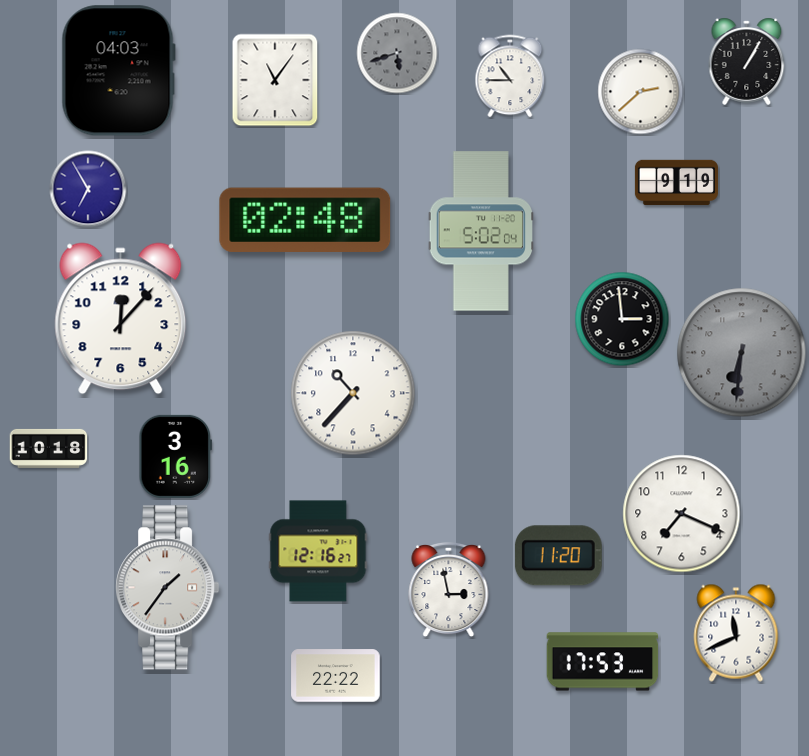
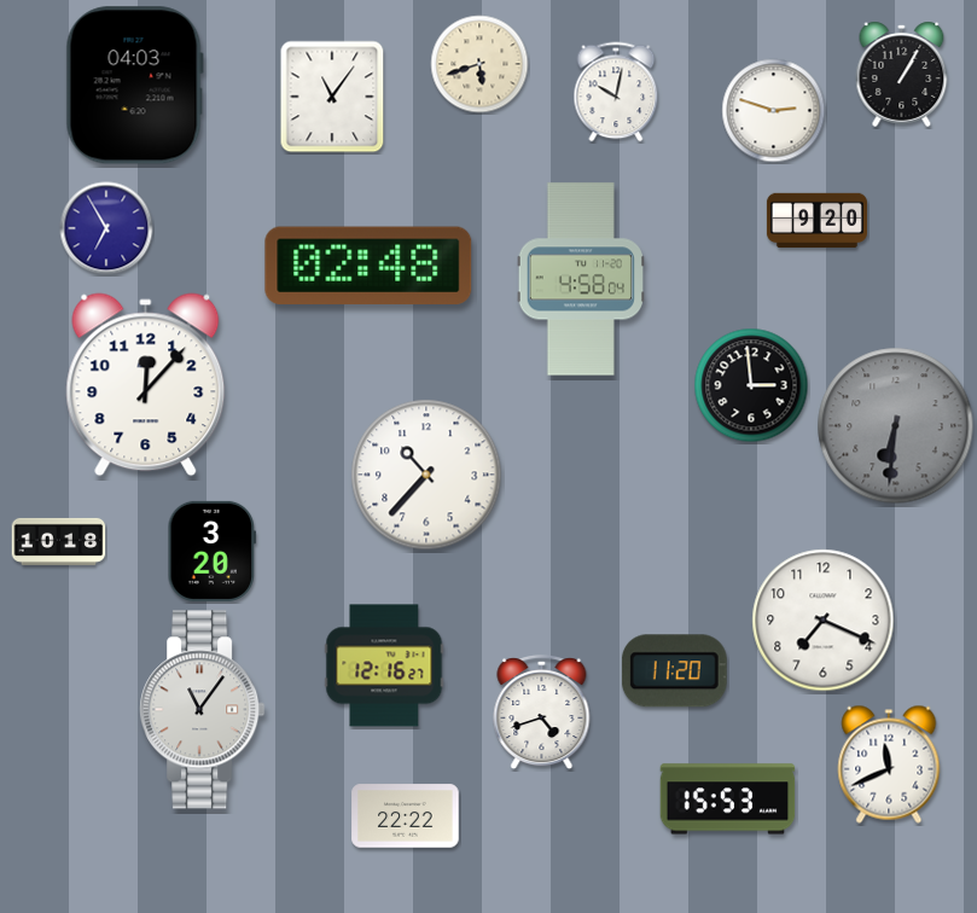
clock at (397, 53) dial: grey -> cream
clock at (118, 71) position: (118, 71) -> (134, 86)
clock at (510, 76): 10:45 -> 10:02
clock at (641, 92): 2:38 -> 2:48
clock at (676, 183): 9:19 -> 9:20
clock at (480, 231): 5:02 -> 4:58
clock at (176, 456): 3:16 -> 3:20
clock at (168, 588): 1:36 -> 11:06
clock at (449, 590): 2:58 -> 4:42
clock at (603, 662): 17:53 -> 15:53
